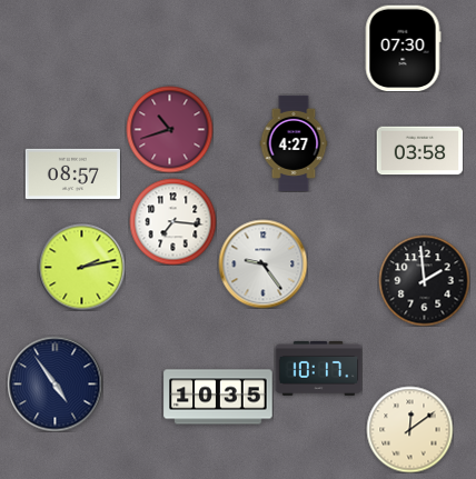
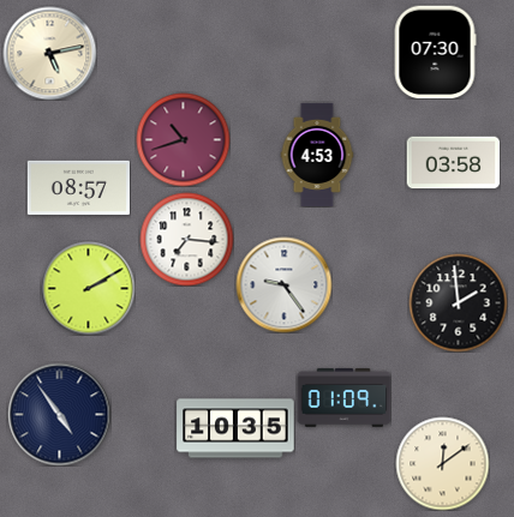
clock at (49, 53): none -> 5:13
clock at (294, 143): 4:27 -> 4:53
clock at (81, 267): 2:13 -> 2:10
clock at (318, 368): 10:17 -> 01:09
